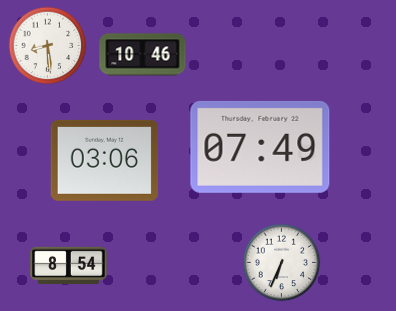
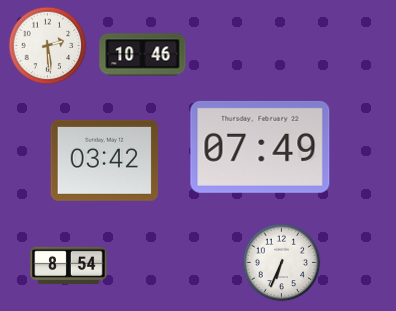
clock at (47, 45): 8:29 -> 2:29
clock at (105, 160): 03:06 -> 03:42
